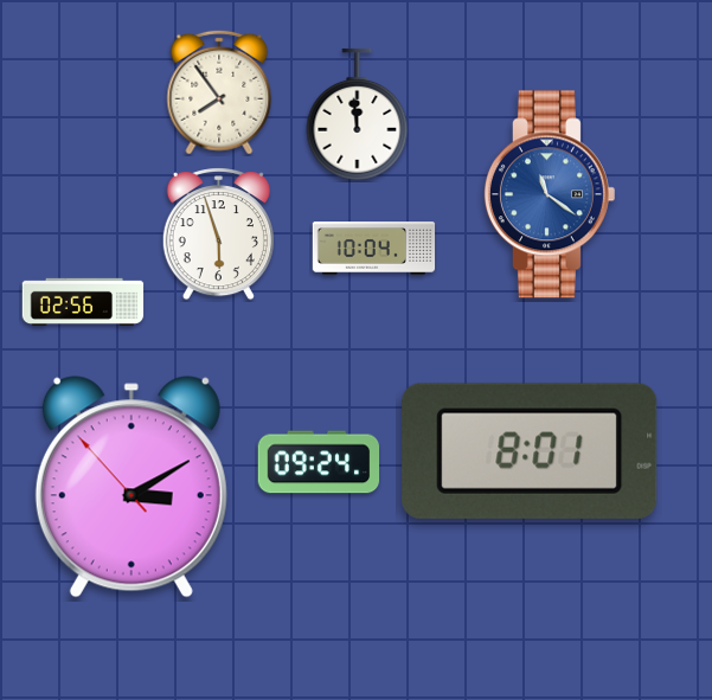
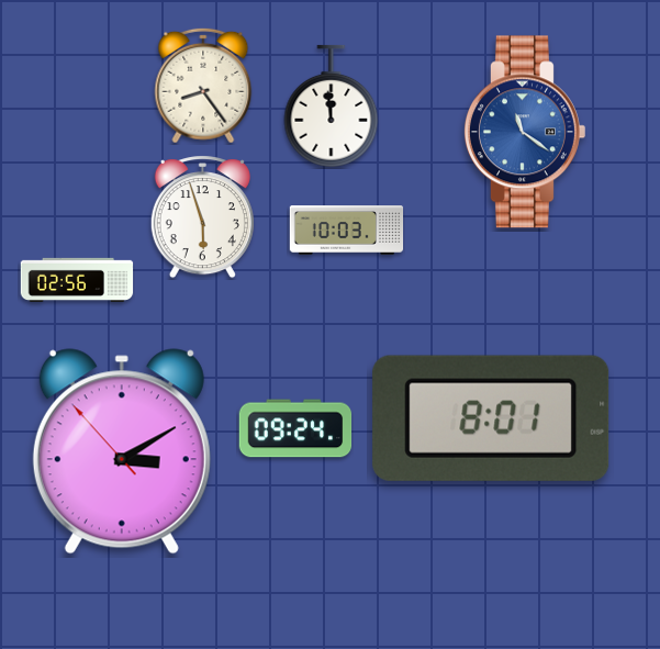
clock at (219, 92): 7:54 -> 8:24
clock at (549, 194) position: (549, 194) -> (524, 132)
clock at (374, 249): 10:04 -> 10:03
